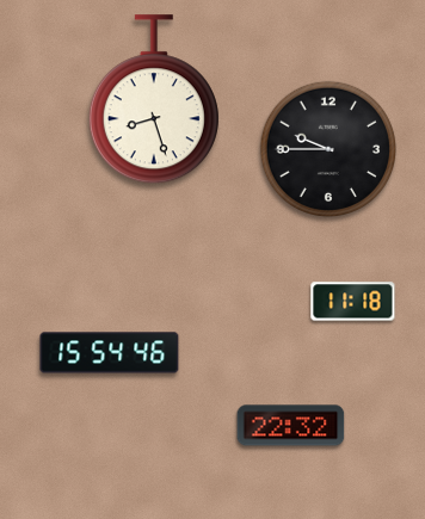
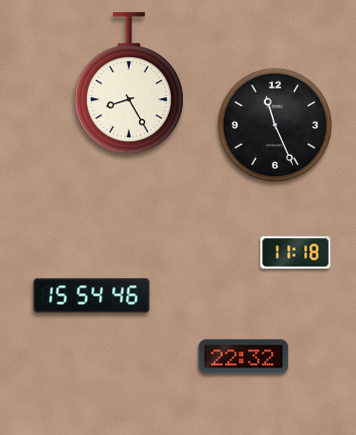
clock at (154, 100): 8:27 -> 8:25
clock at (328, 149): 9:45 -> 11:26
